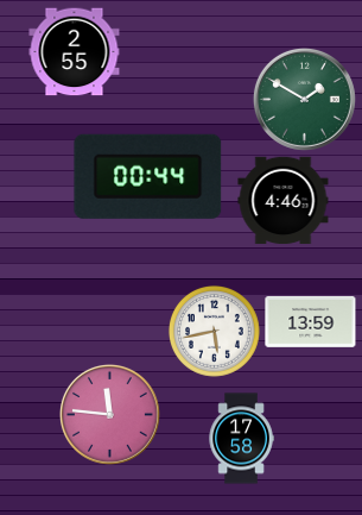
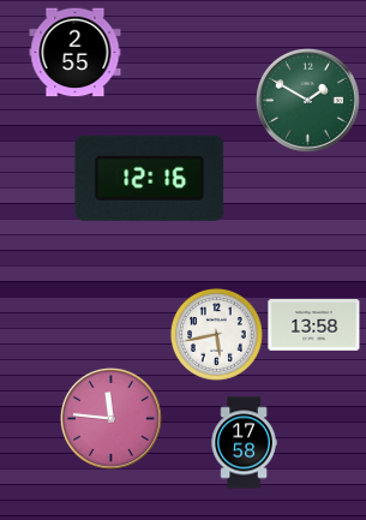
clock at (148, 176): 00:44 -> 12:16
clock at (284, 201): 4:46 -> none
clock at (311, 321): 13:59 -> 13:58
